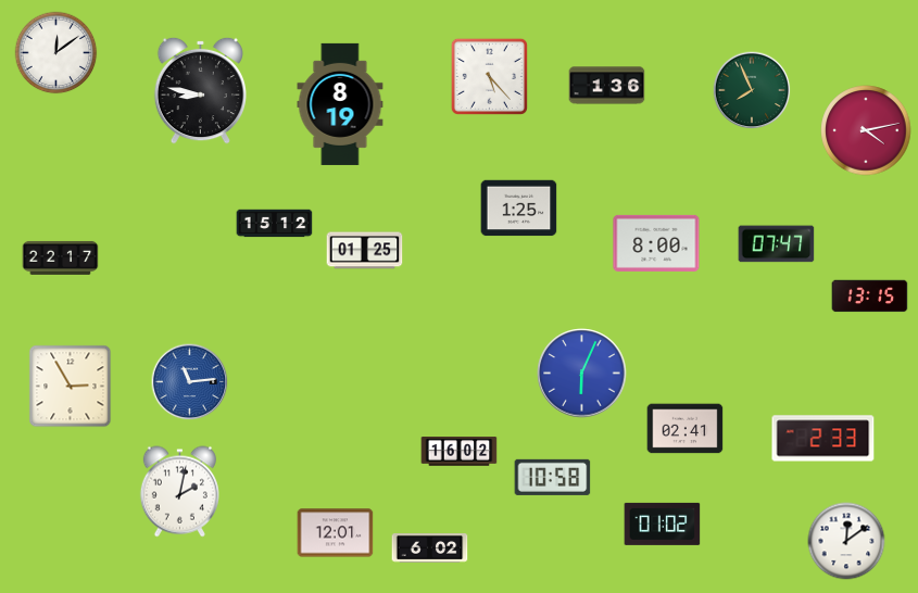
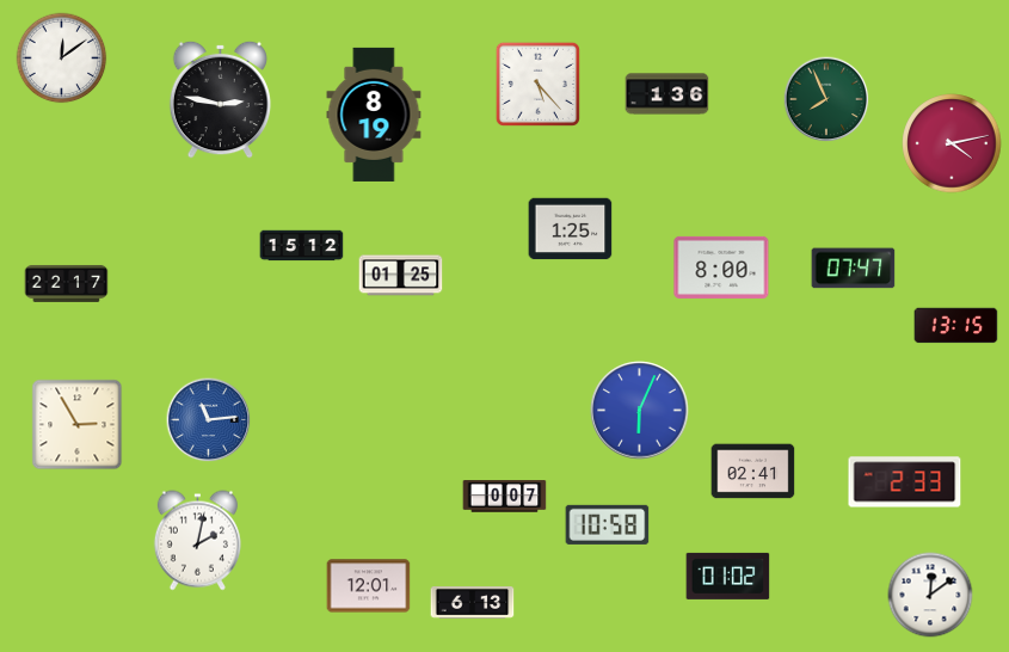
clock at (200, 90): 8:47 -> 2:47
clock at (460, 452): 16:02 -> 0:07
clock at (430, 548): 6:02 -> 6:13
